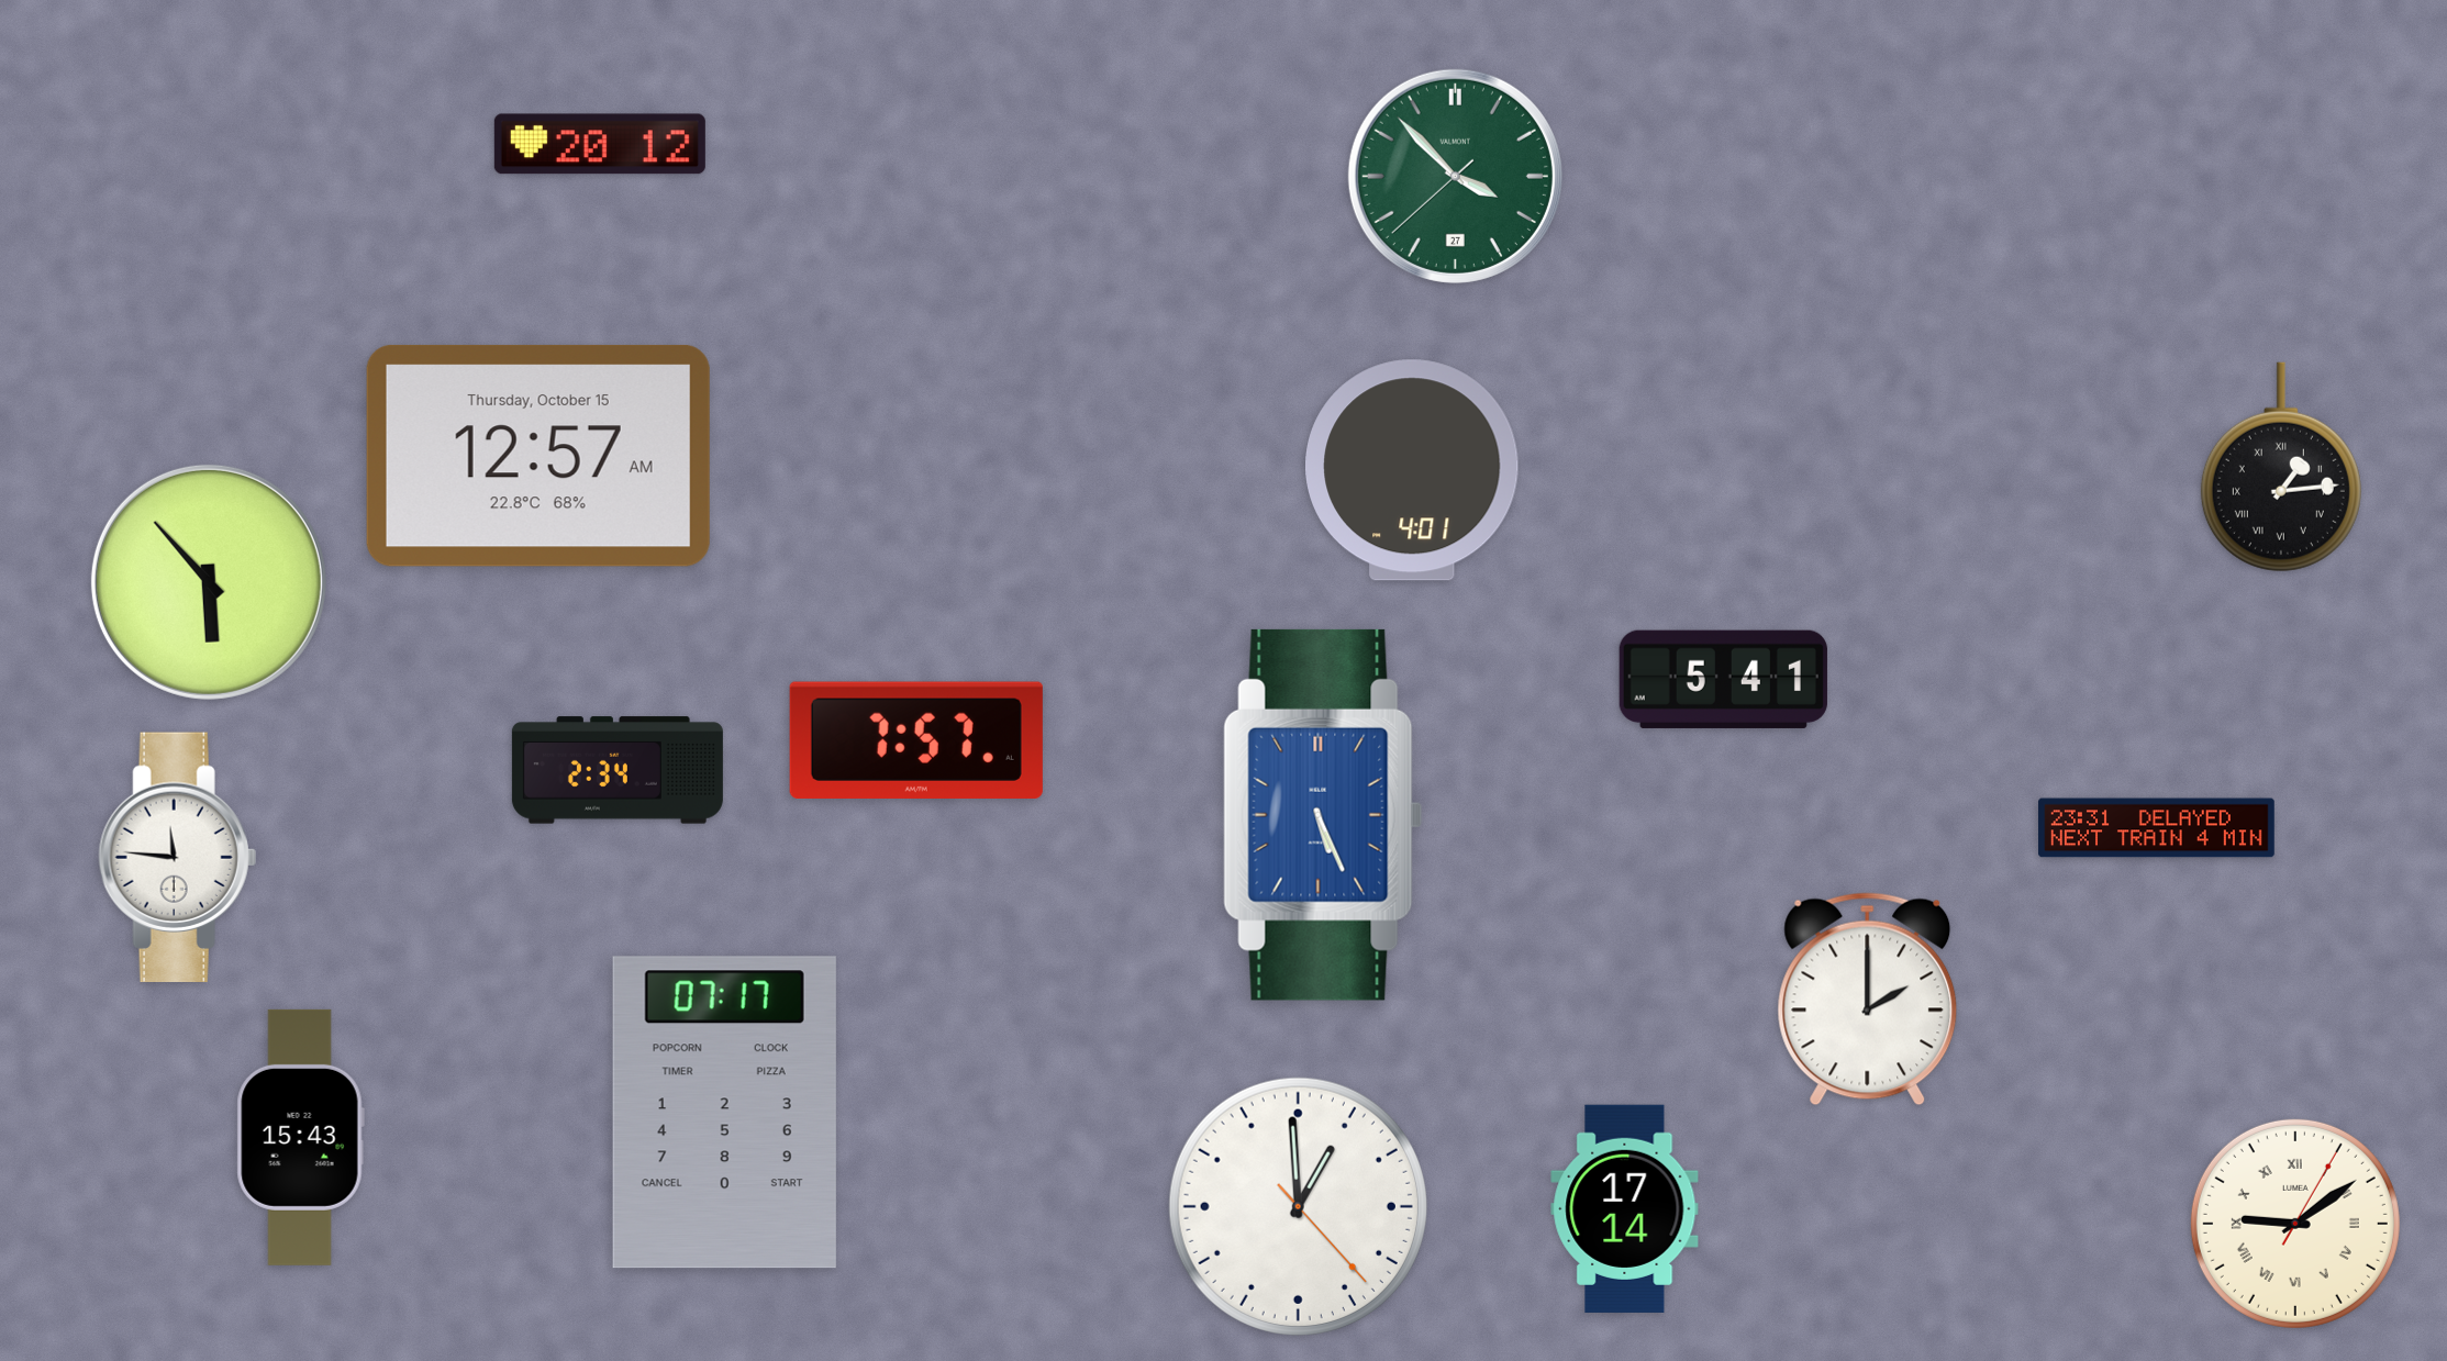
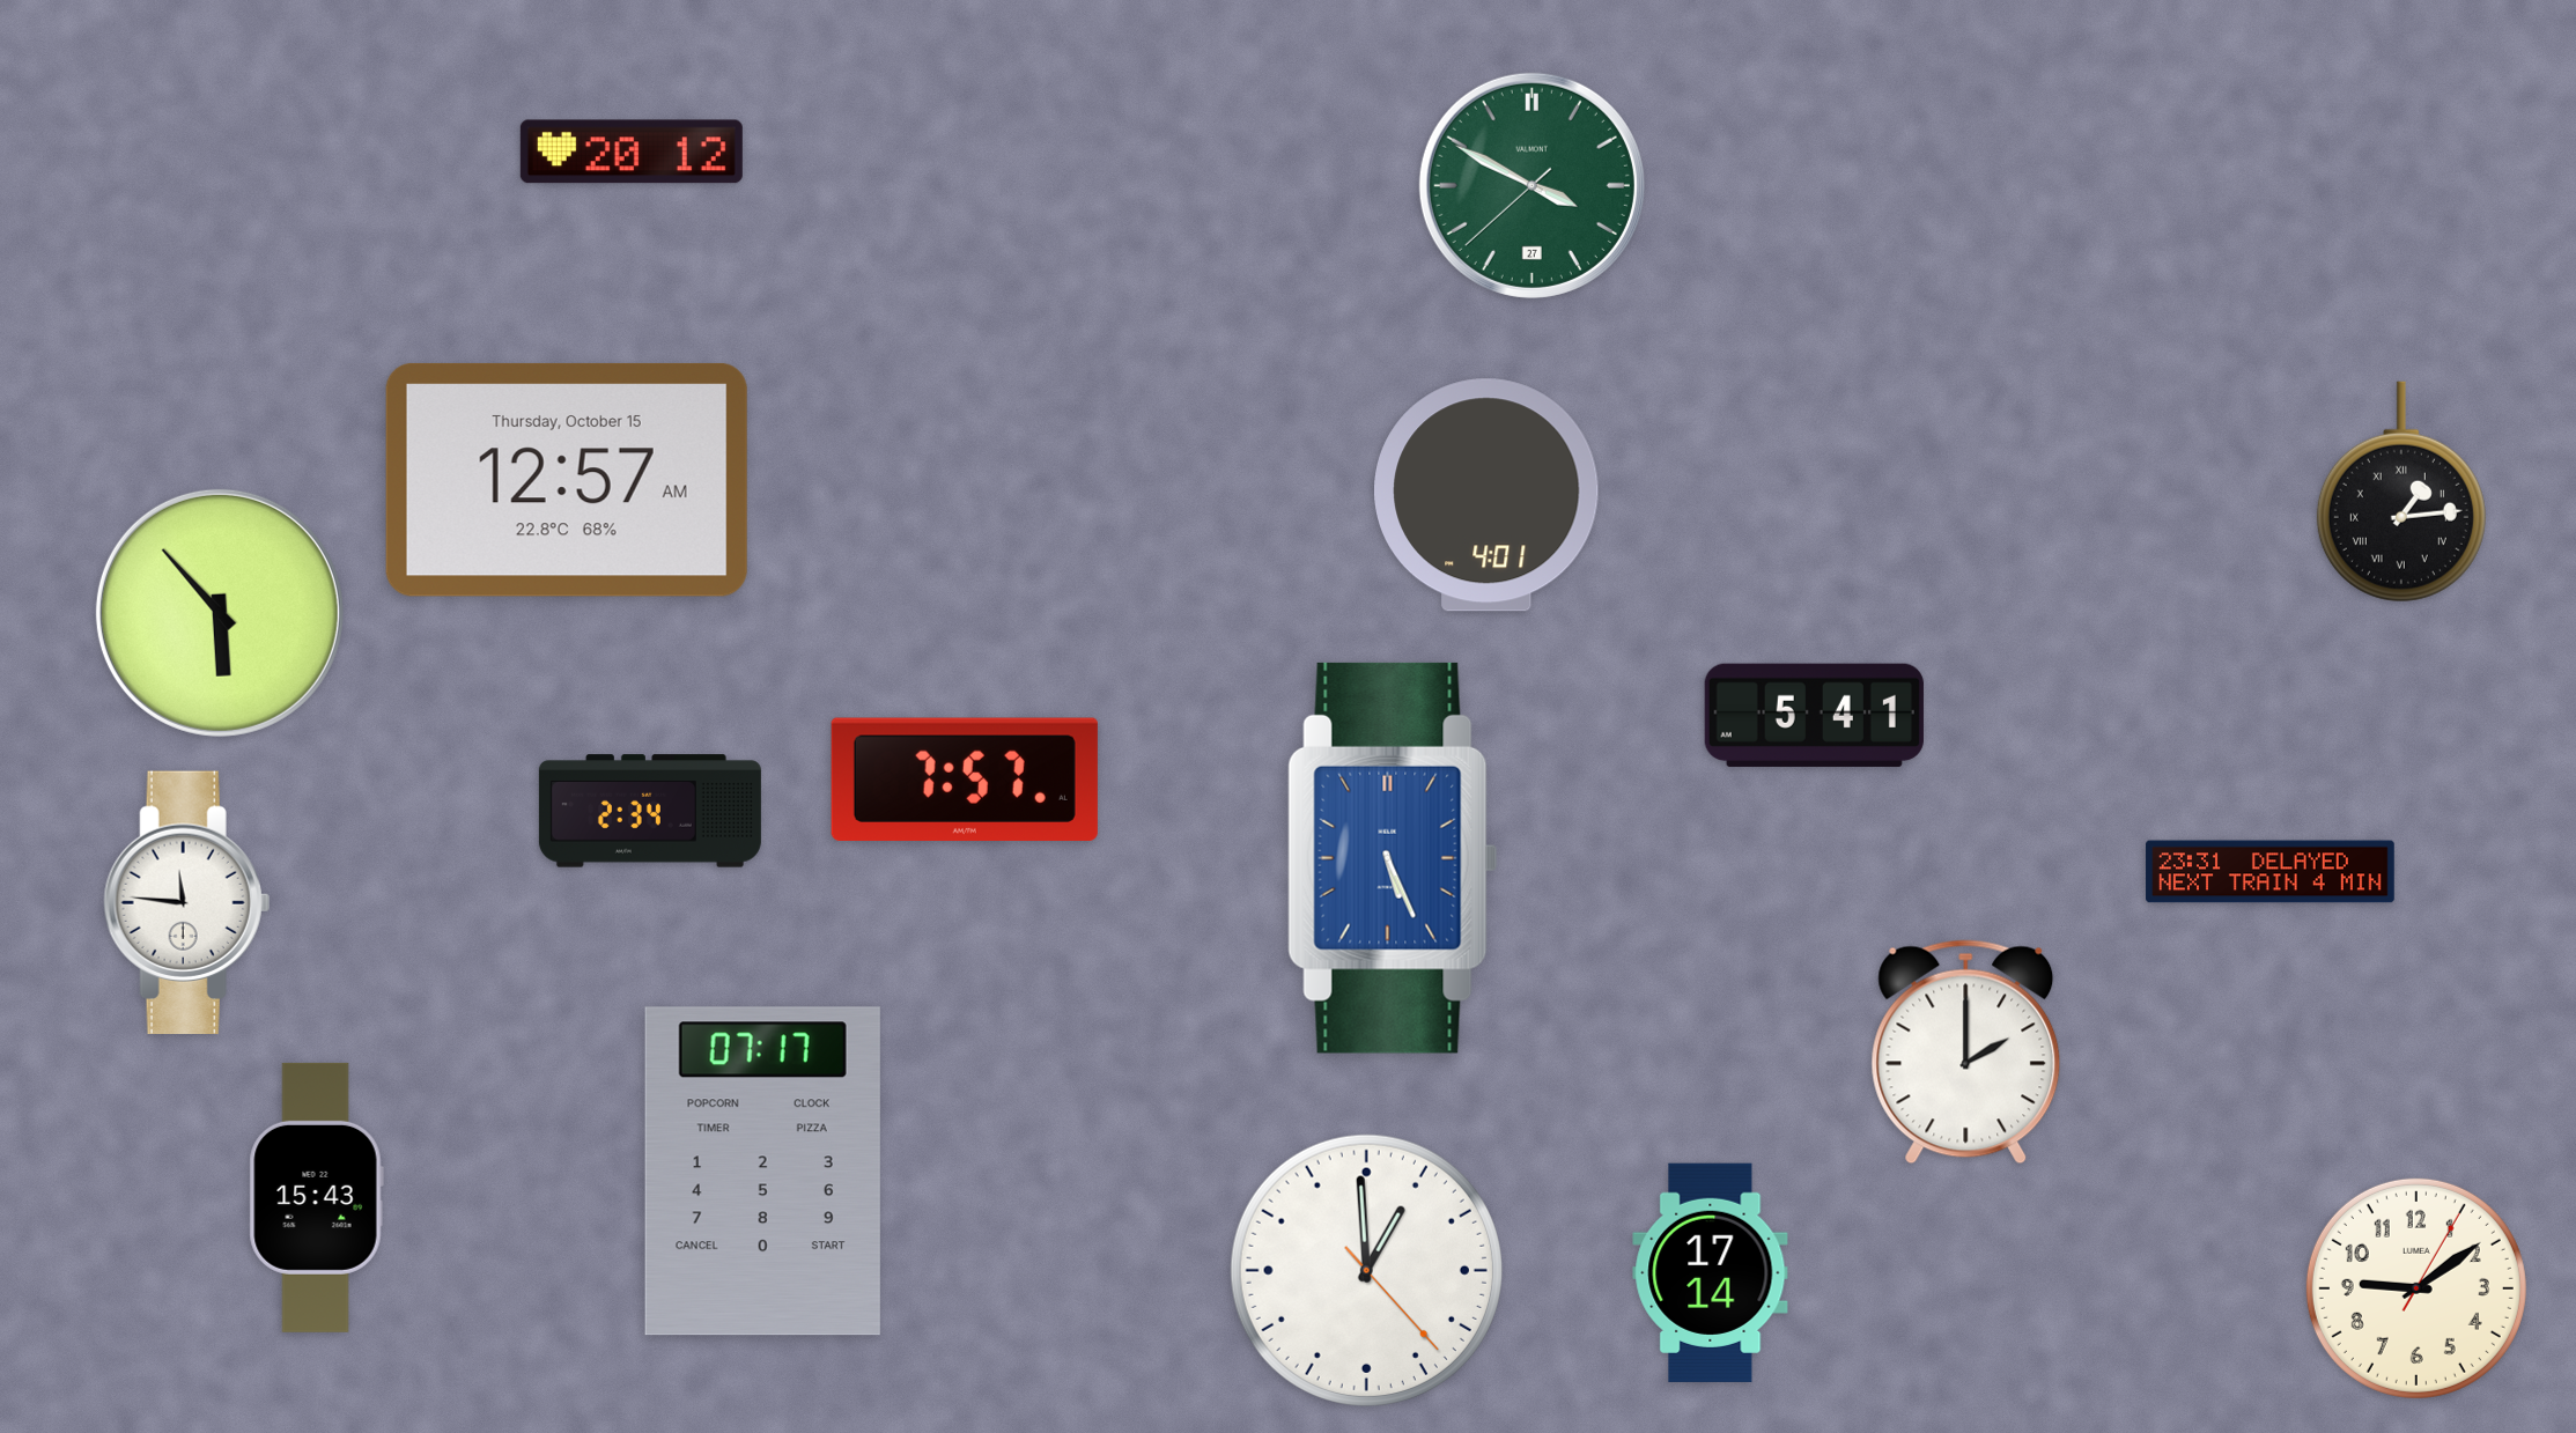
clock at (1455, 176): 3:52 -> 3:49
clock at (2295, 1224) numerals: Roman -> Arabic
